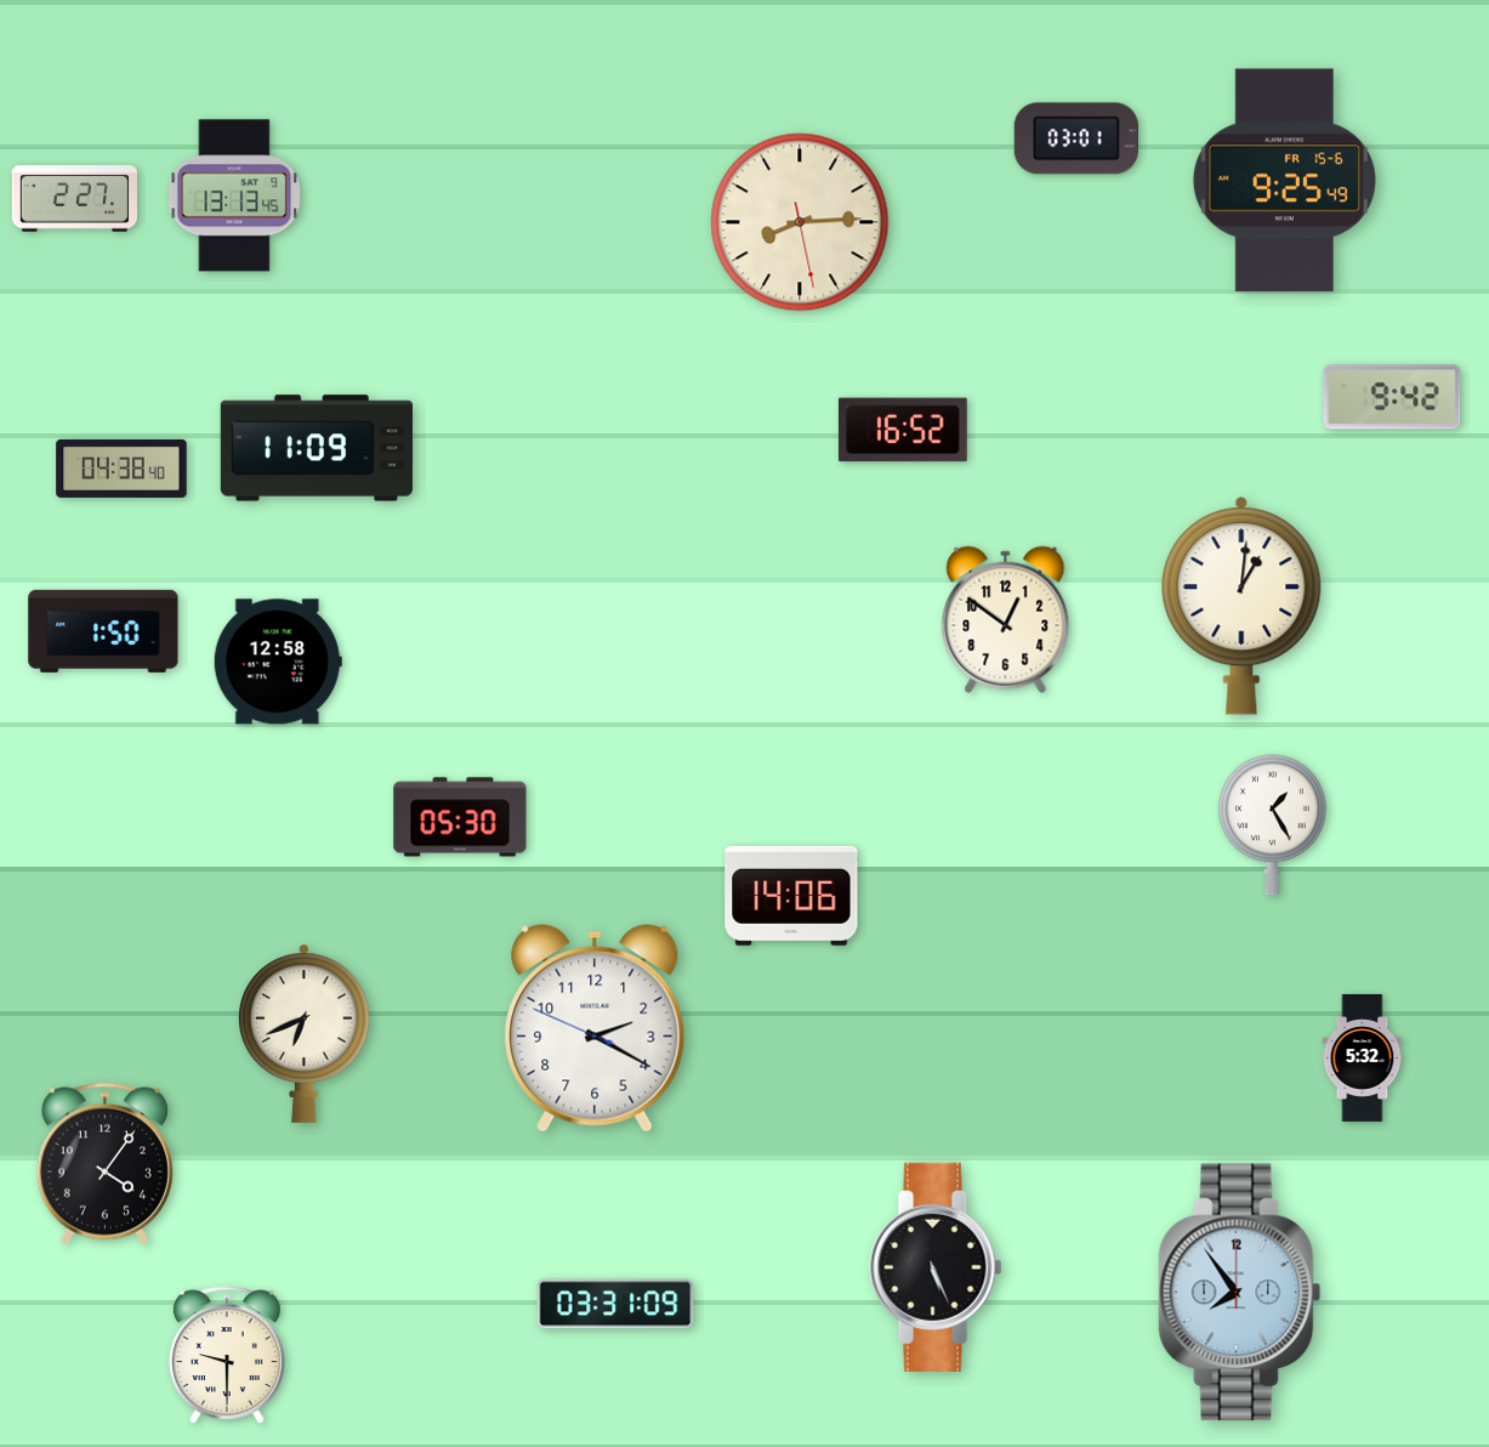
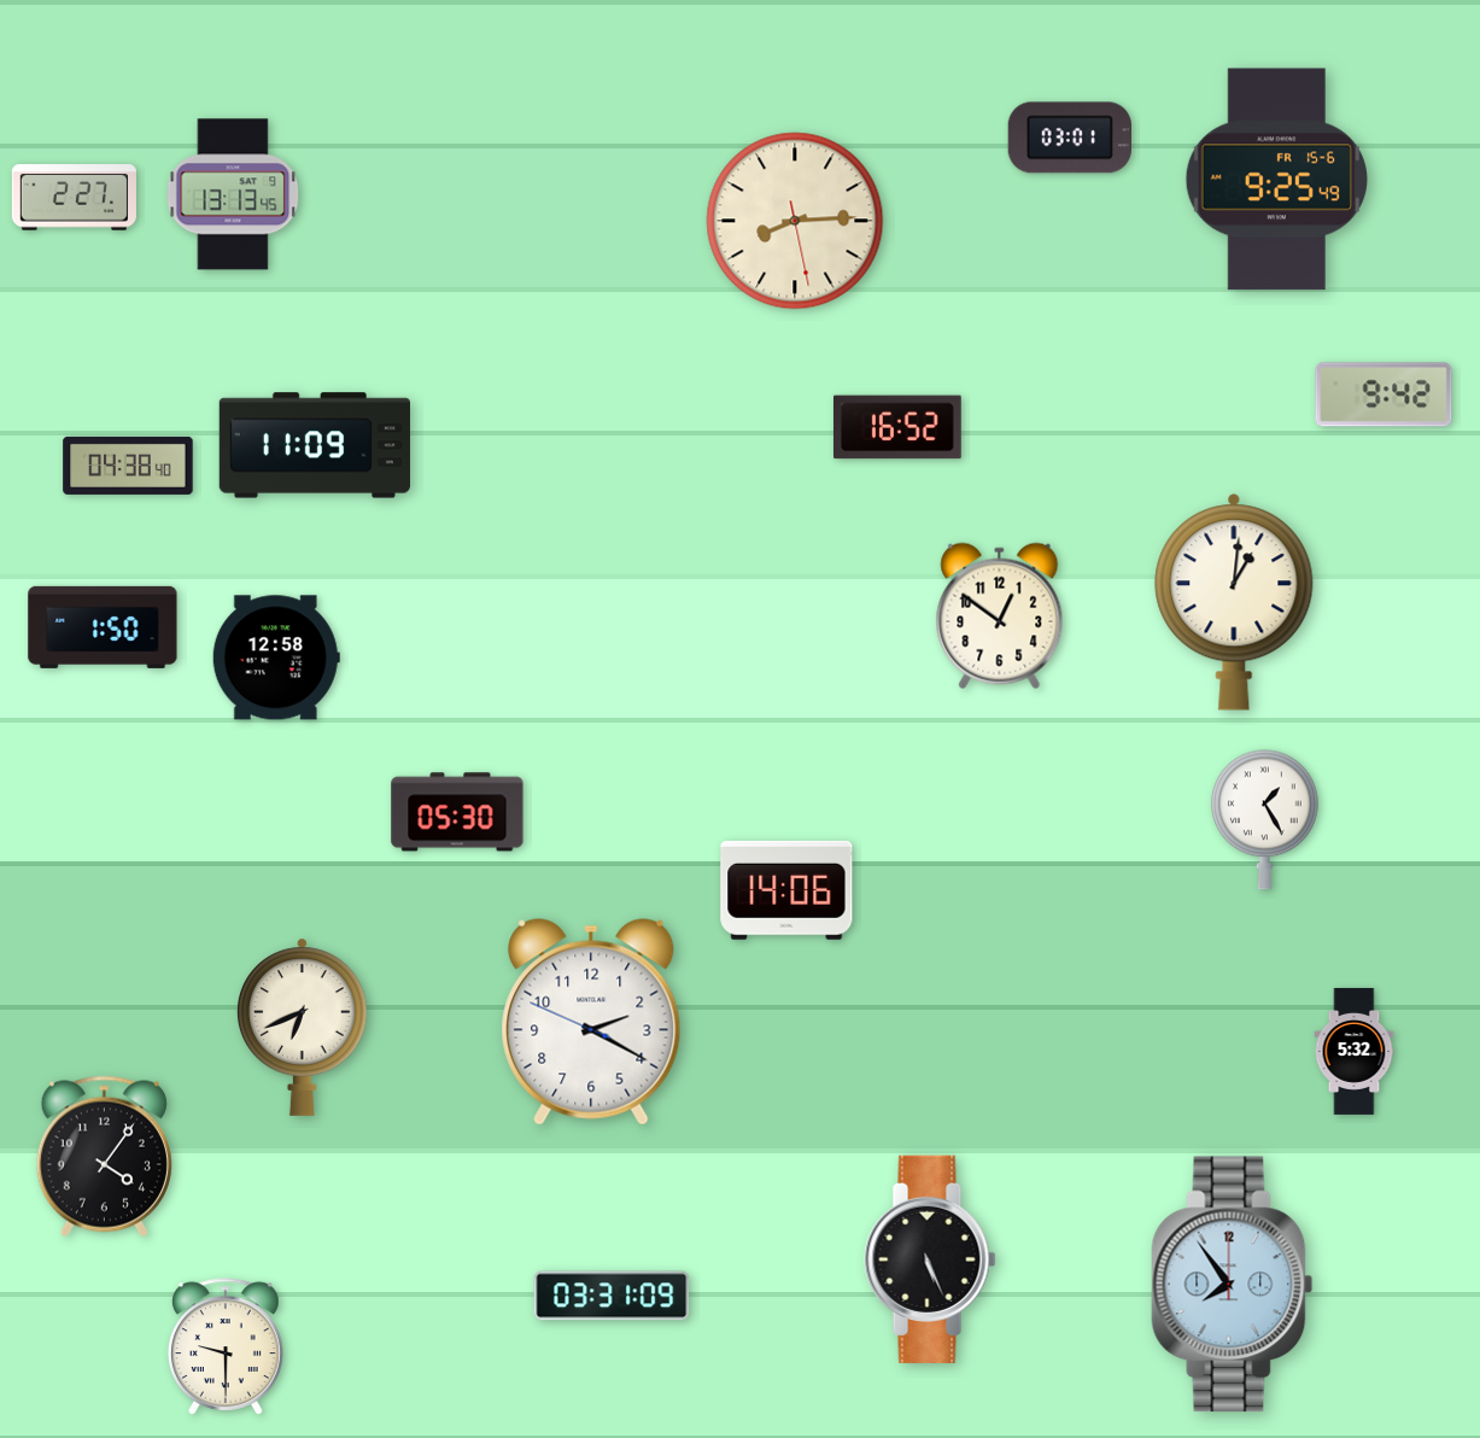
clock at (121, 469) position: (121, 469) -> (128, 466)
